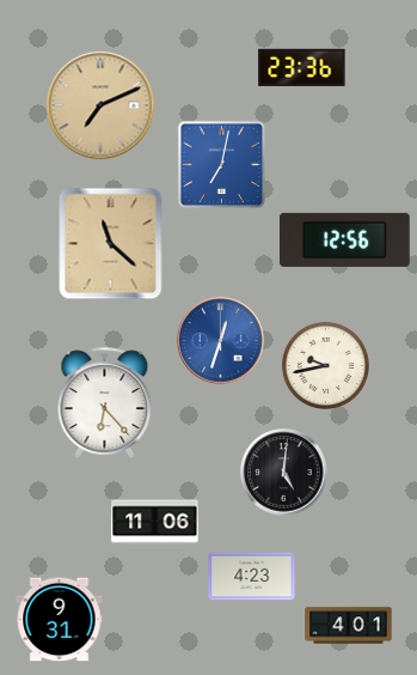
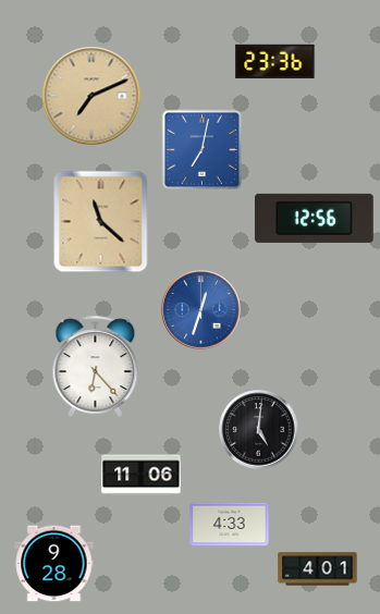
clock at (325, 365): 9:43 -> none
clock at (252, 577): 4:23 -> 4:33
clock at (60, 620): 9:31 -> 9:28
